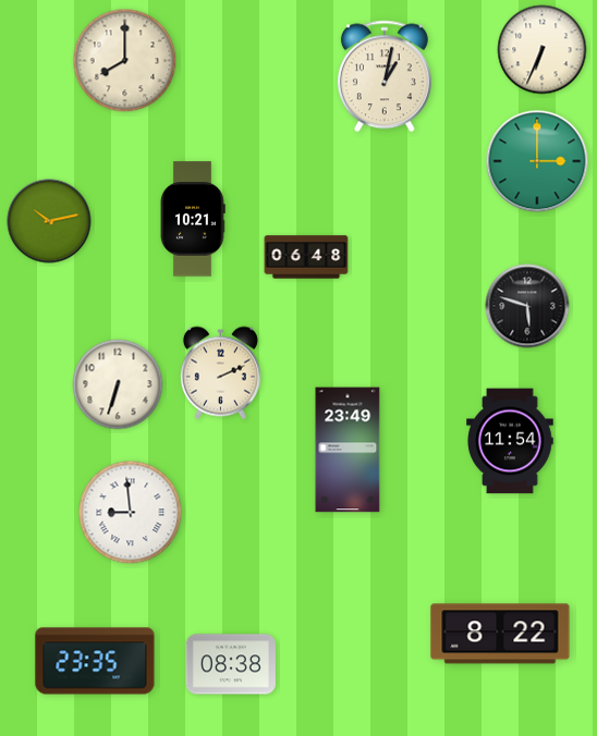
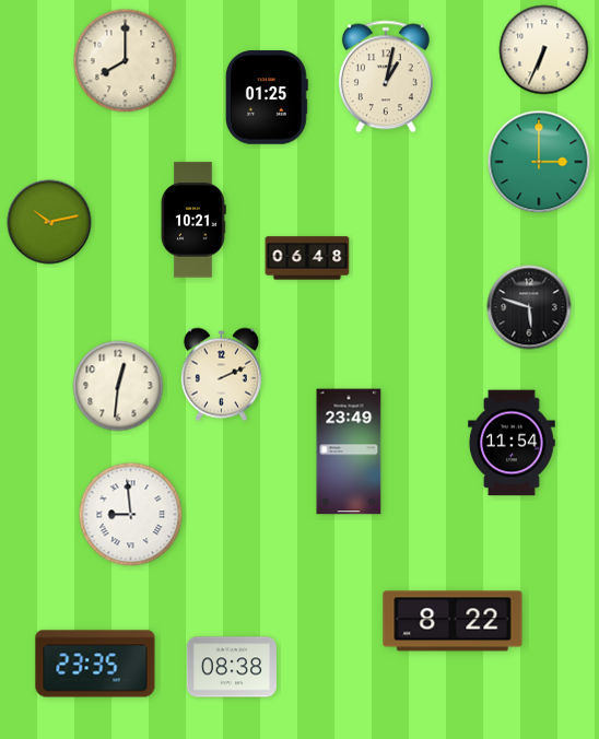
clock at (267, 97): none -> 01:25
clock at (118, 384): 6:33 -> 12:31
clock at (500, 634) position: (500, 634) -> (453, 621)
